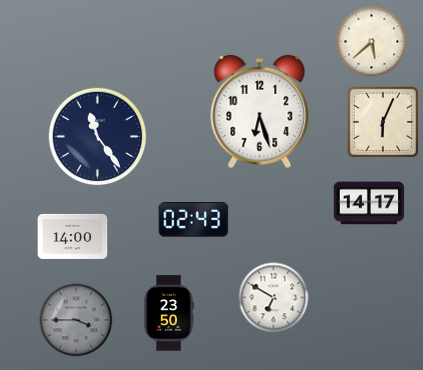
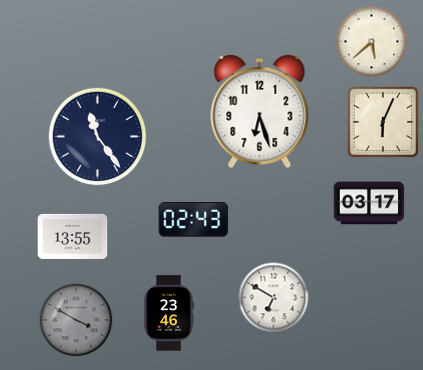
clock at (369, 203): 14:17 -> 03:17
clock at (73, 236): 14:00 -> 13:55
clock at (169, 313): 23:50 -> 23:46
clock at (76, 320): 3:45 -> 3:50
